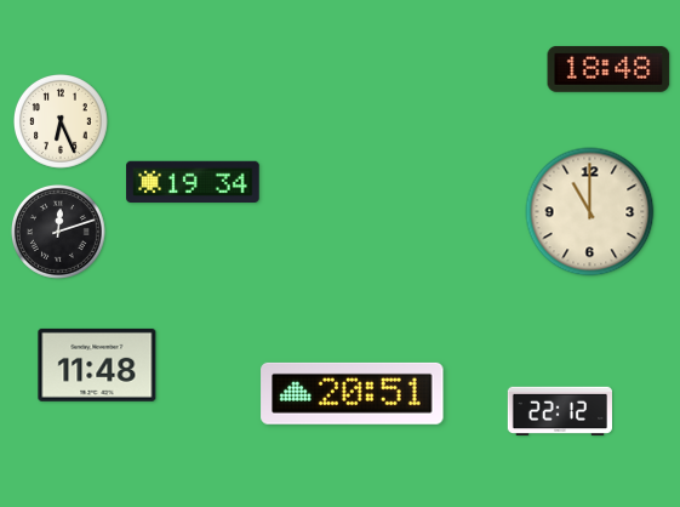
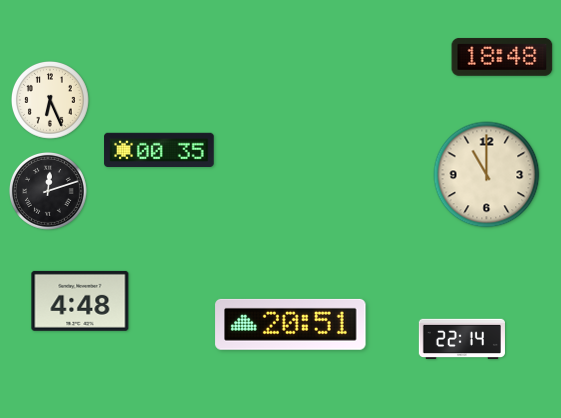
clock at (193, 181): 19:34 -> 00:35
clock at (97, 365): 11:48 -> 4:48
clock at (560, 411): 22:12 -> 22:14
